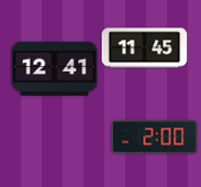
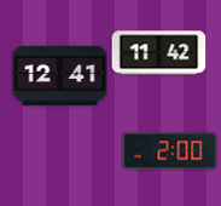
clock at (144, 48): 11:45 -> 11:42
